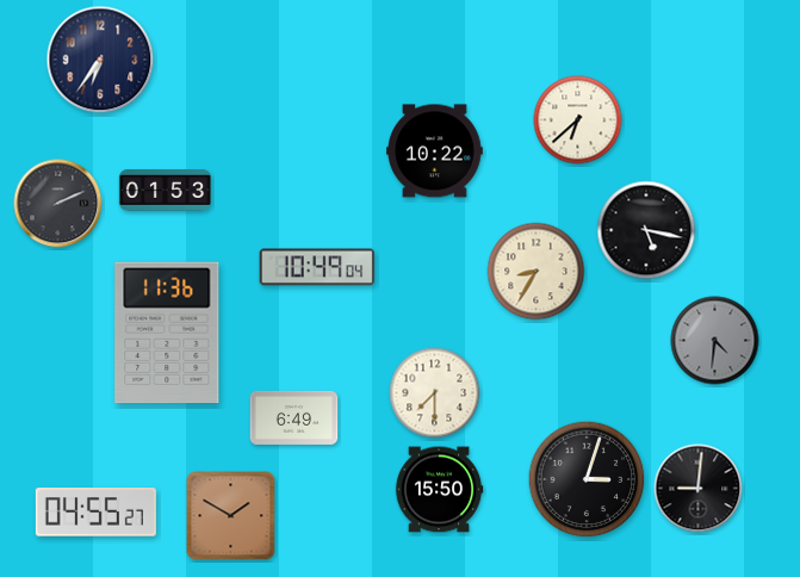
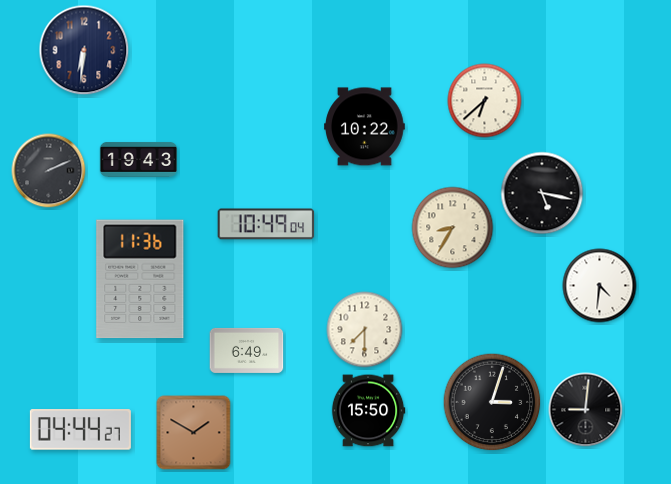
clock at (100, 60): 6:36 -> 6:31
clock at (165, 191): 01:53 -> 19:43
clock at (537, 272) position: (537, 272) -> (453, 228)
clock at (715, 341) dial: grey -> white
clock at (95, 513): 04:55 -> 04:44
